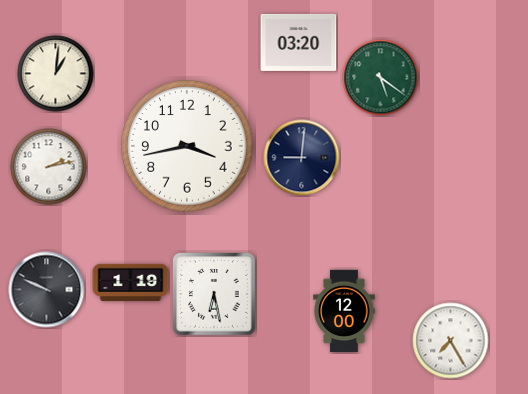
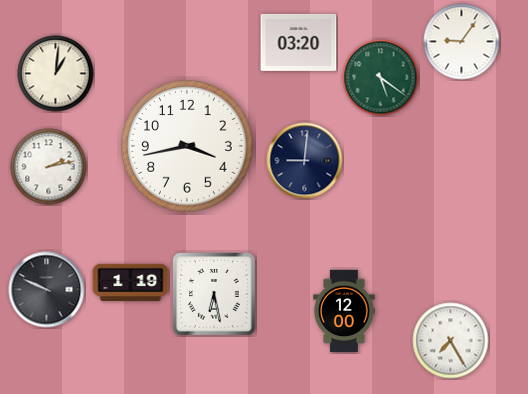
clock at (462, 42): none -> 9:06
clock at (302, 158) position: (302, 158) -> (305, 161)
